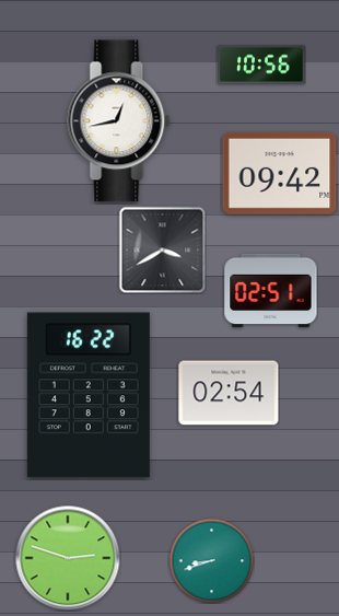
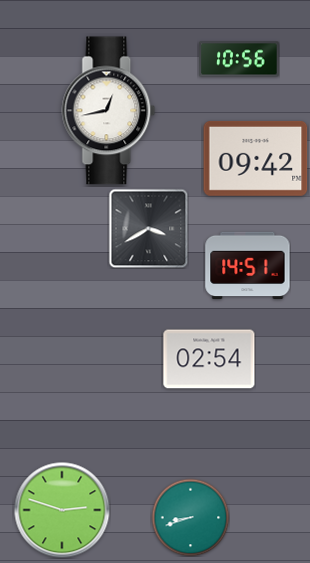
clock at (271, 291): 02:51 -> 14:51
clock at (89, 395): 16:22 -> none
clock at (211, 560) position: (211, 560) -> (190, 517)
